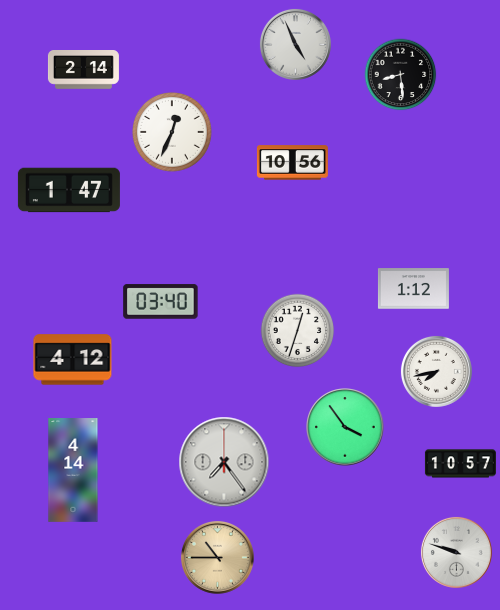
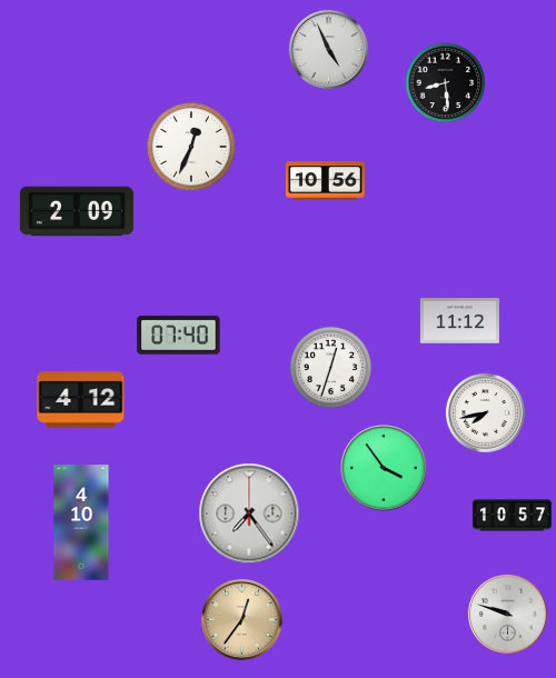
clock at (83, 70): 2:14 -> none
clock at (69, 190): 1:47 -> 2:09
clock at (413, 289): 1:12 -> 11:12
clock at (161, 302): 03:40 -> 07:40
clock at (345, 427) position: (345, 427) -> (384, 468)
clock at (73, 470): 4:14 -> 4:10
clock at (217, 557): 10:45 -> 12:36
